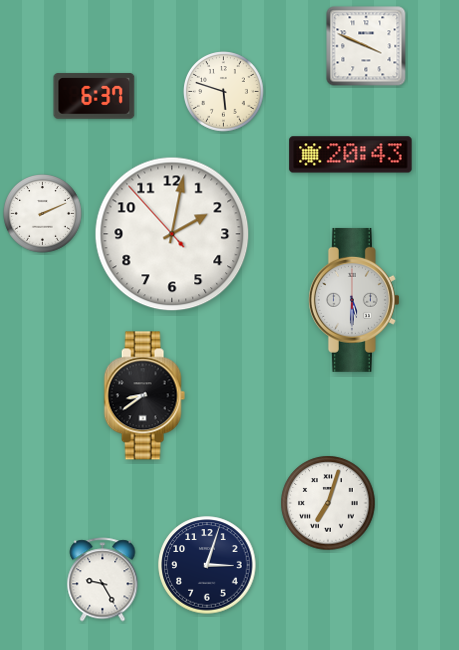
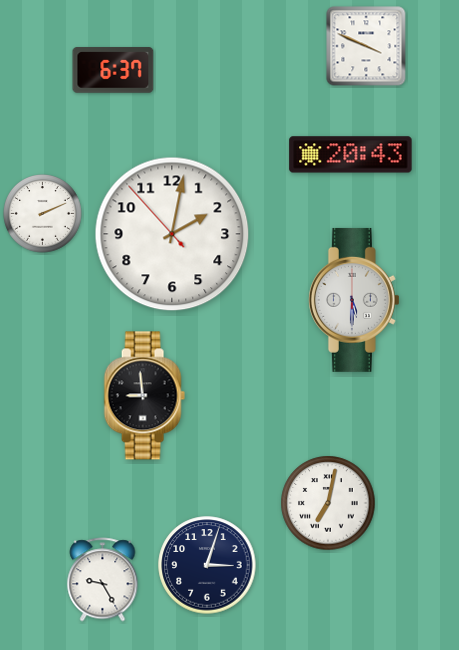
clock at (224, 92): 5:48 -> none
clock at (94, 96) position: (94, 96) -> (113, 70)
clock at (144, 396): 8:39 -> 8:59
clock at (328, 503): 7:03 -> 7:02
